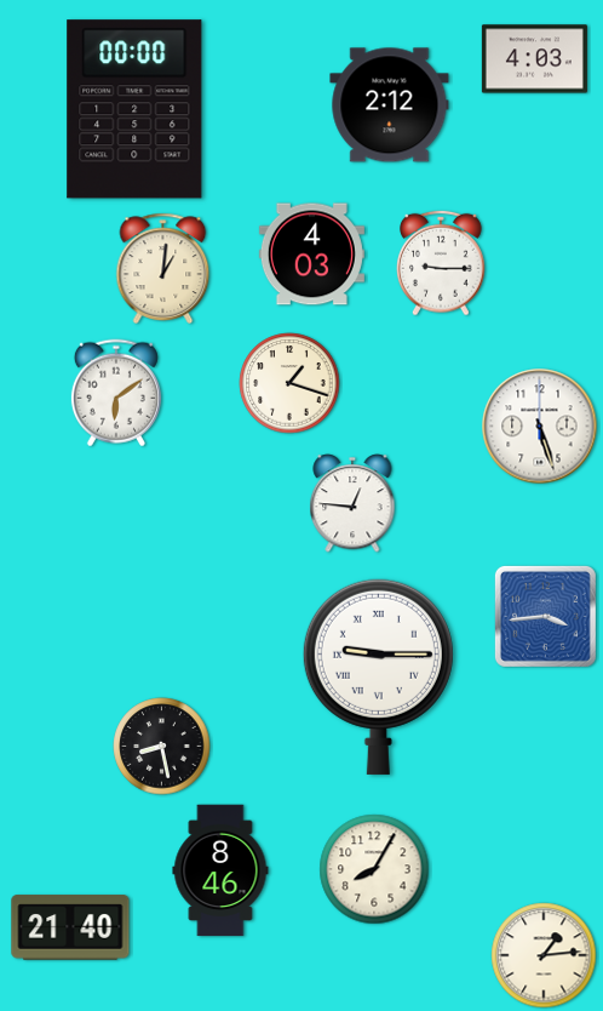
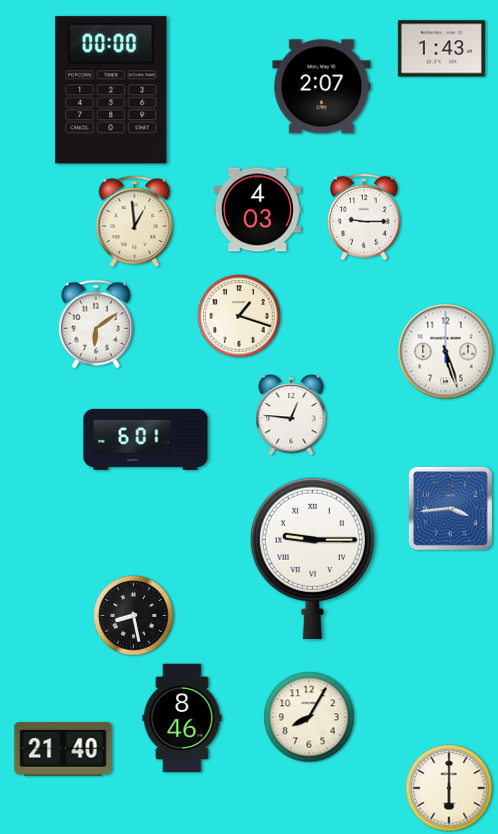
clock at (534, 59): 4:03 -> 1:43
clock at (390, 105): 2:12 -> 2:07
clock at (163, 268): 1:01 -> 12:59
clock at (146, 439): none -> 6:01
clock at (70, 927) position: (70, 927) -> (63, 749)
clock at (544, 955): 1:14 -> 6:00
